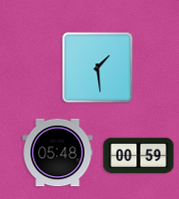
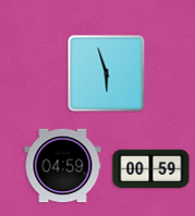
clock at (98, 68): 1:29 -> 5:57
clock at (58, 153): 05:48 -> 04:59
